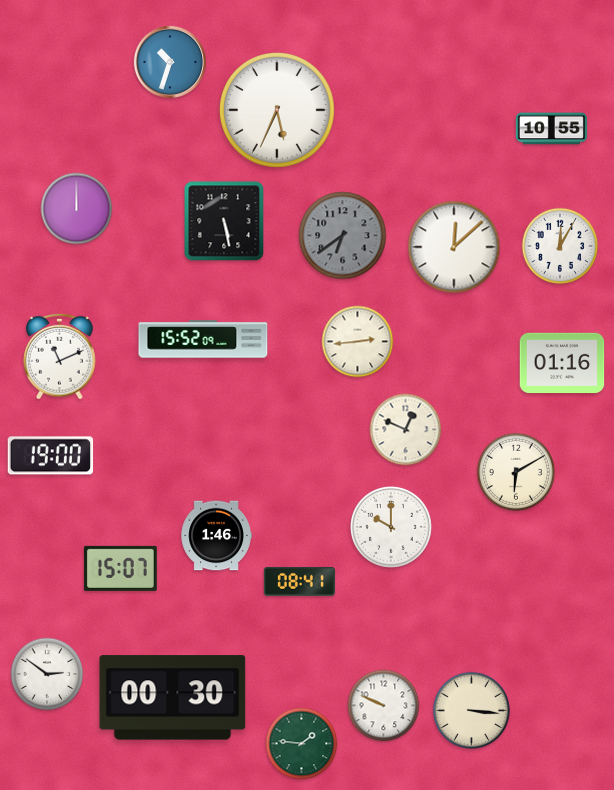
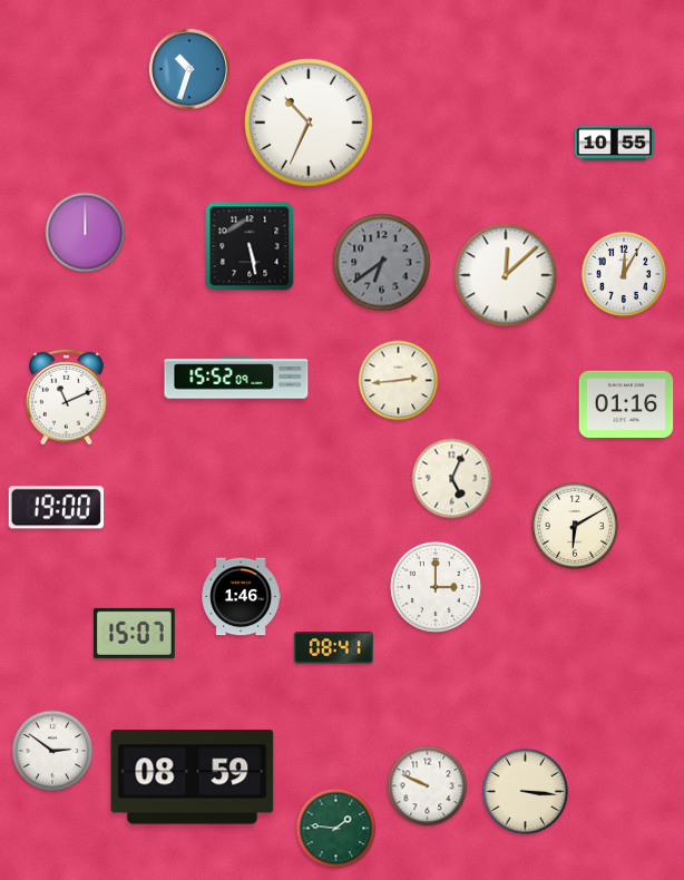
clock at (278, 111): 5:34 -> 10:34
clock at (203, 339) position: (203, 339) -> (236, 378)
clock at (406, 430): 12:49 -> 5:04
clock at (391, 527): 10:00 -> 3:00
clock at (173, 698): 00:30 -> 08:59
